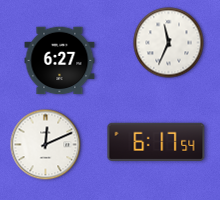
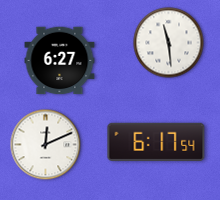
clock at (169, 43): 11:34 -> 11:29
